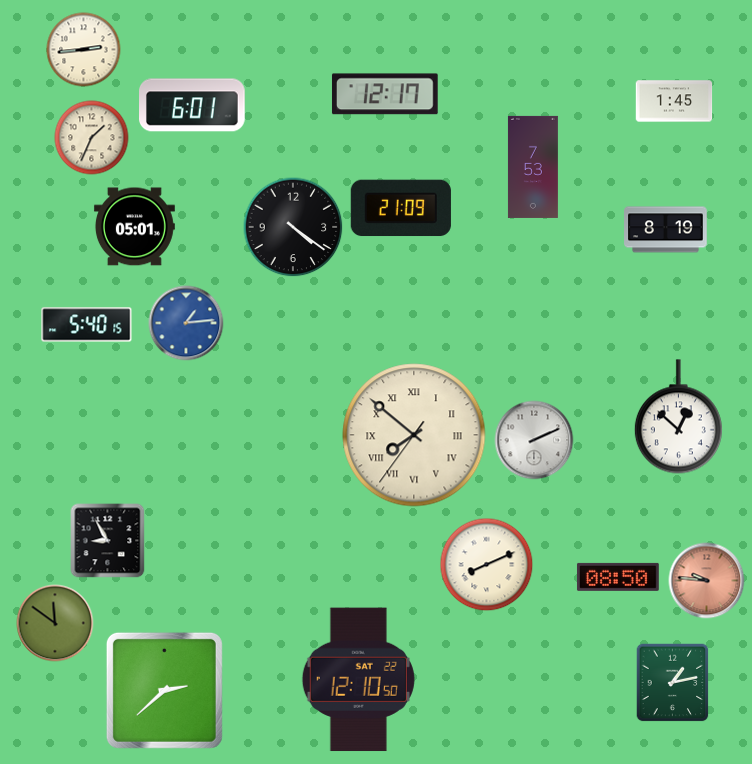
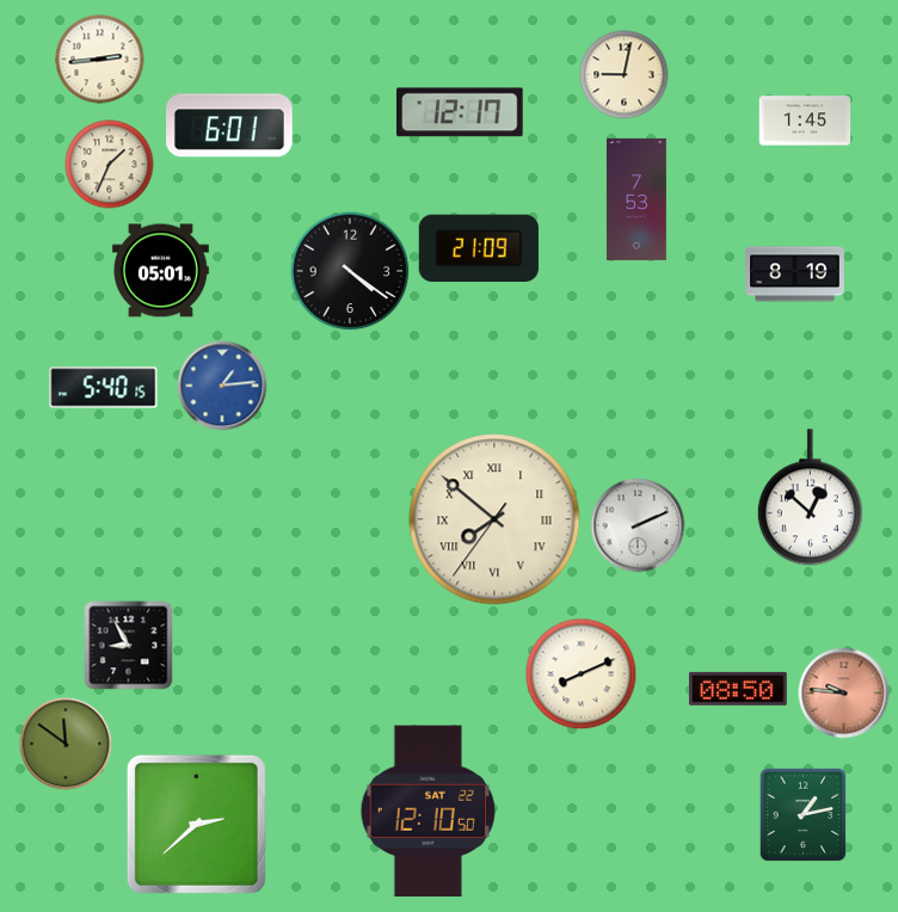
clock at (625, 75): none -> 9:02
